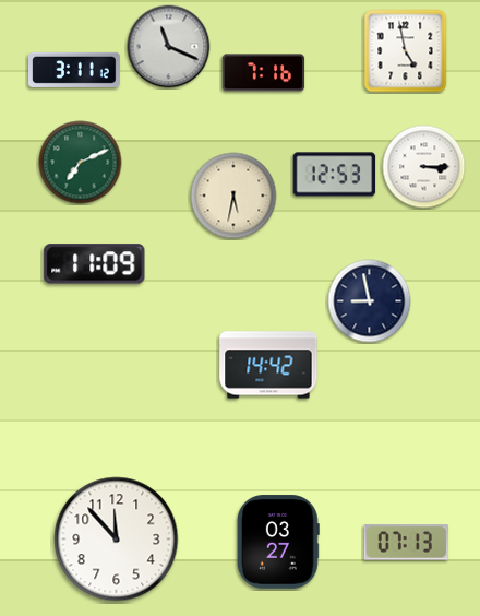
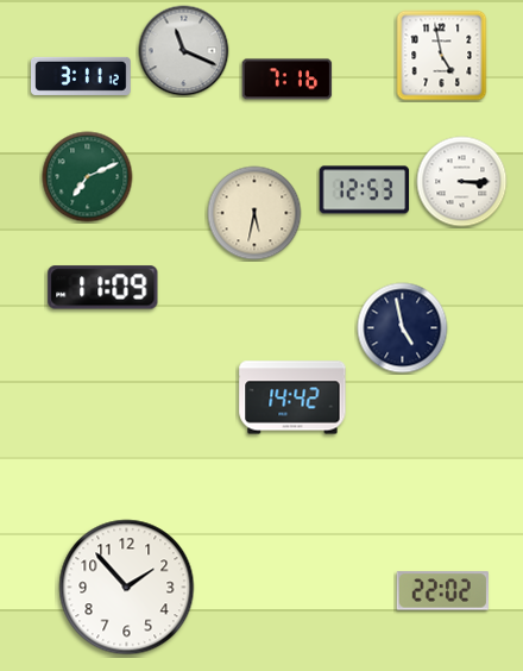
clock at (370, 301): 8:58 -> 4:58
clock at (117, 540): 11:53 -> 1:53
clock at (278, 542): 03:27 -> none
clock at (406, 543): 07:13 -> 22:02
